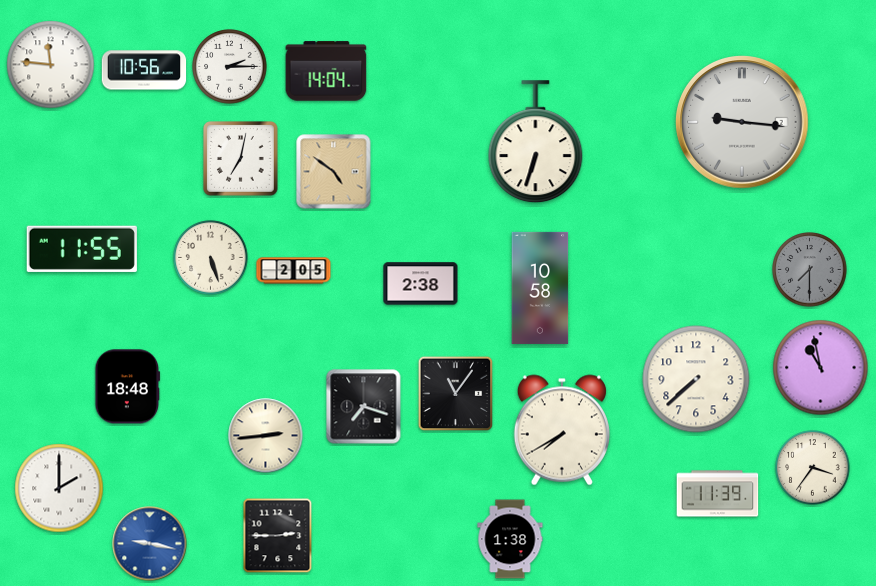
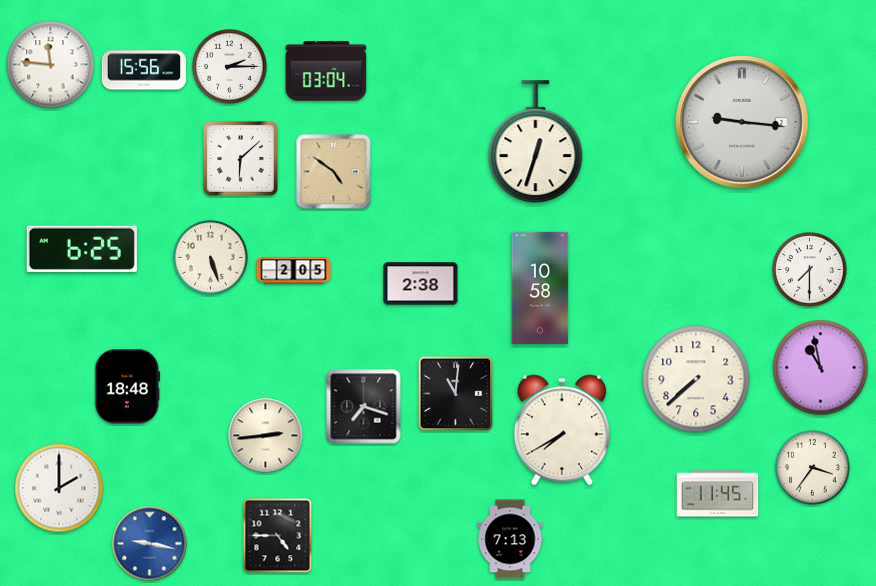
clock at (144, 70): 10:56 -> 15:56
clock at (326, 71): 14:04 -> 03:04
clock at (536, 142): 6:33 -> 12:33
clock at (241, 159): 7:02 -> 6:08
clock at (82, 249): 11:55 -> 6:25
clock at (810, 270) dial: grey -> white
clock at (456, 394): 11:06 -> 11:01
clock at (718, 494): 11:39 -> 11:45
clock at (278, 536): 2:45 -> 4:45
clock at (510, 539): 1:38 -> 7:13
